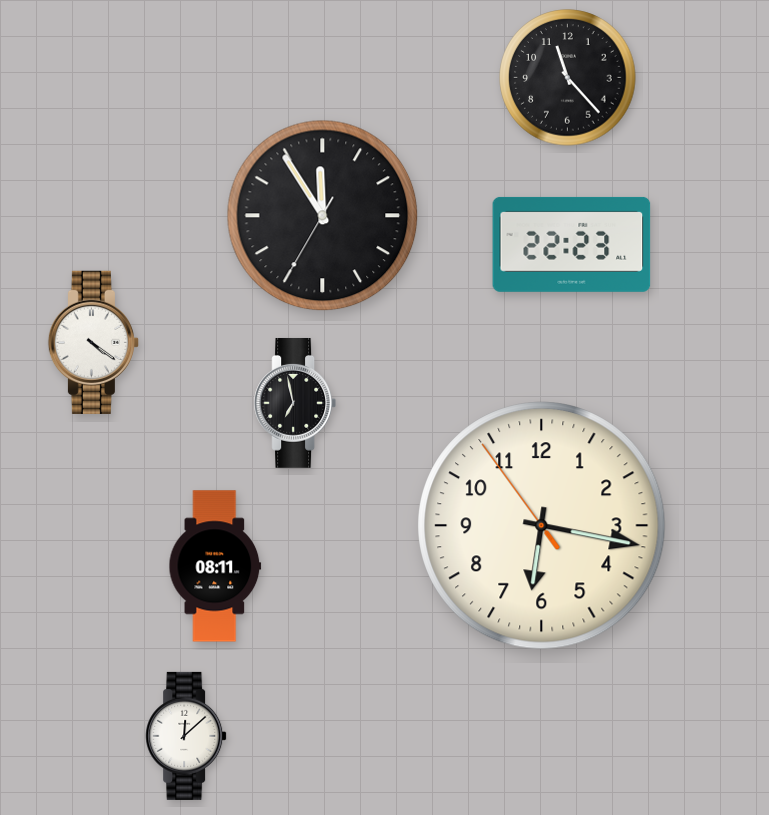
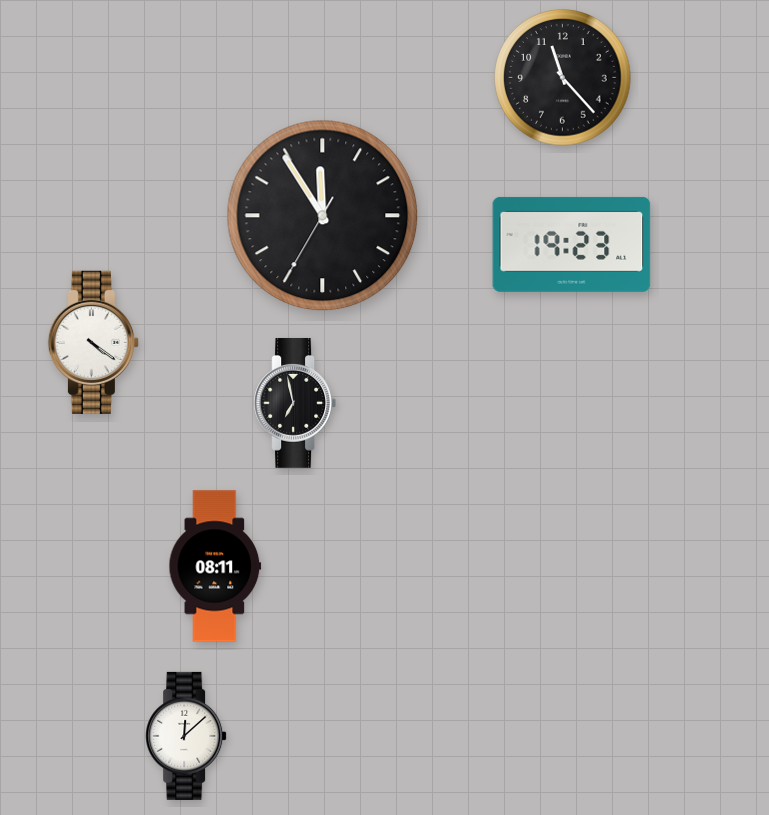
clock at (568, 78) position: (568, 78) -> (563, 78)
clock at (572, 244): 22:23 -> 19:23
clock at (542, 526): 6:16 -> none
